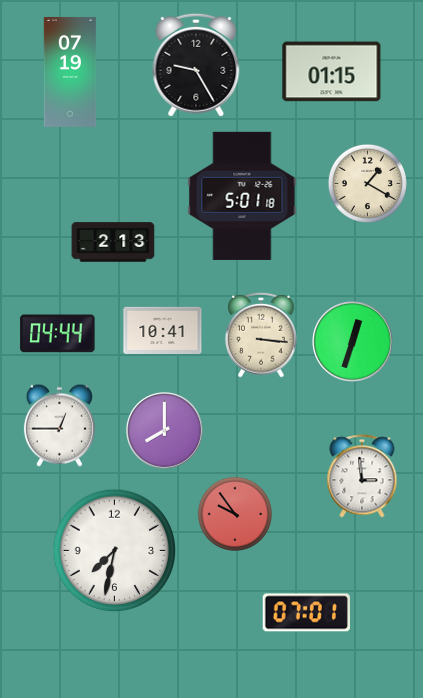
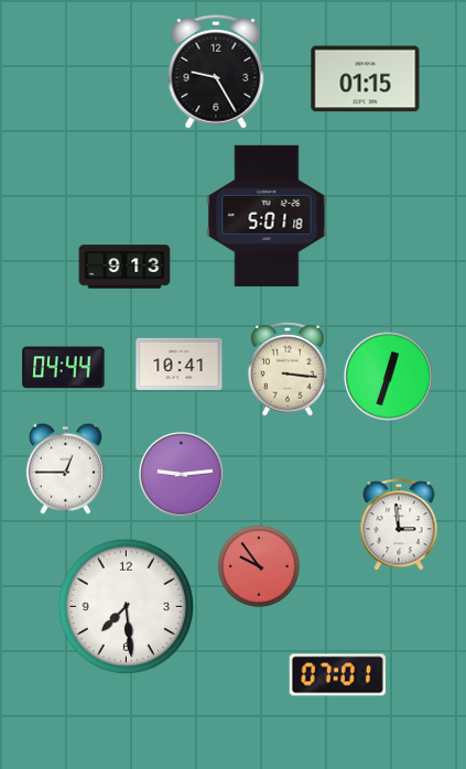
clock at (70, 72): 07:19 -> none
clock at (367, 183): 1:20 -> none
clock at (113, 242): 2:13 -> 9:13
clock at (165, 431): 8:00 -> 9:14
clock at (115, 551): 7:32 -> 7:29
